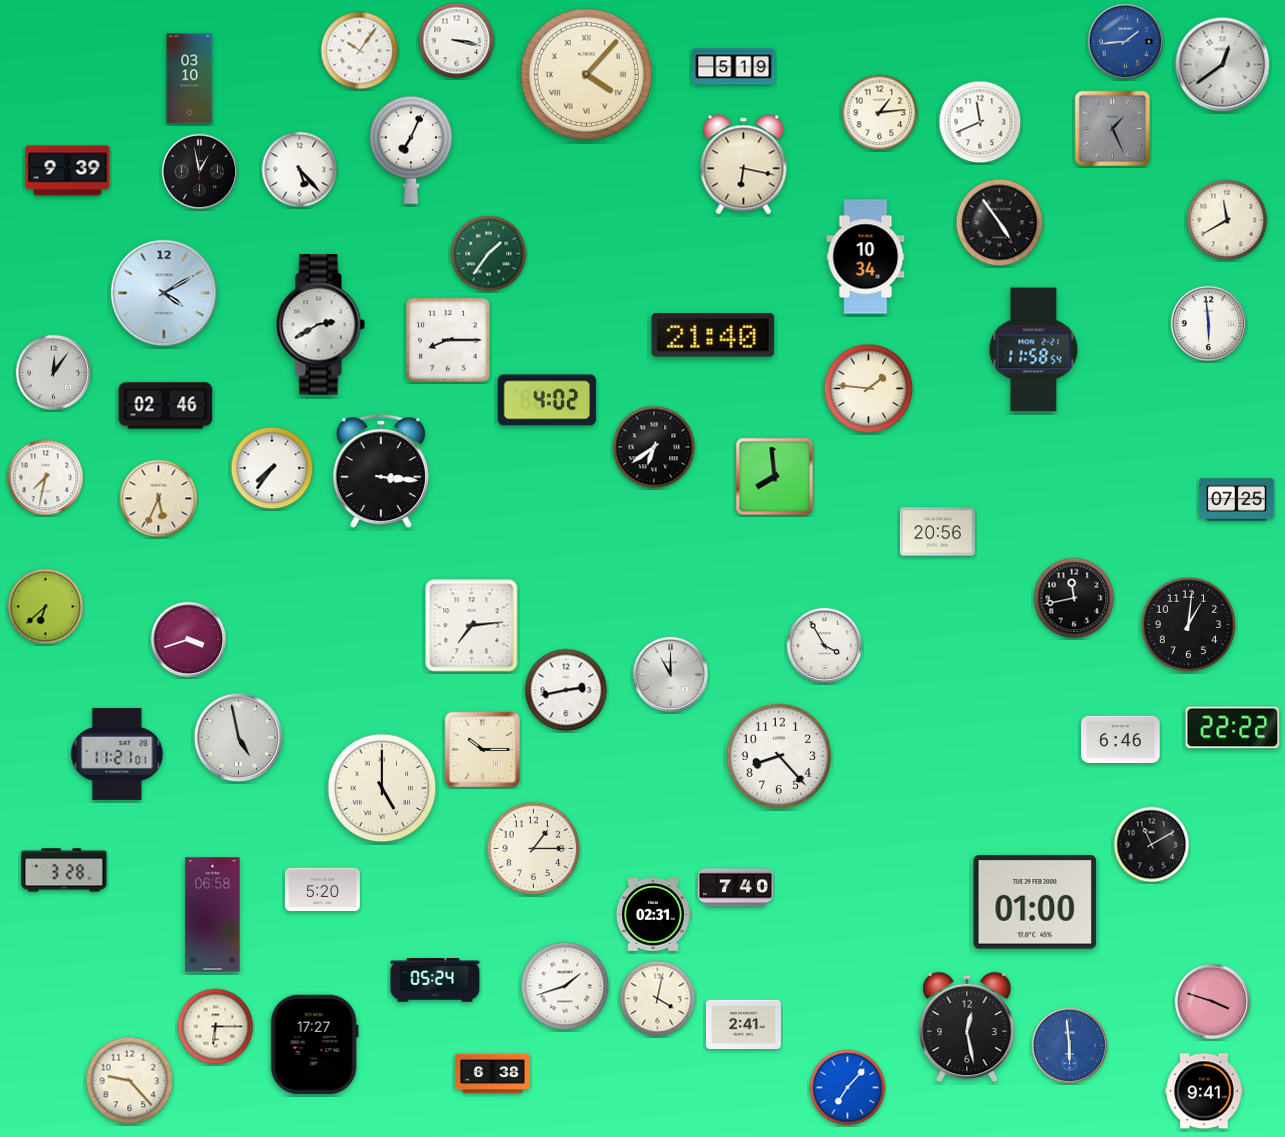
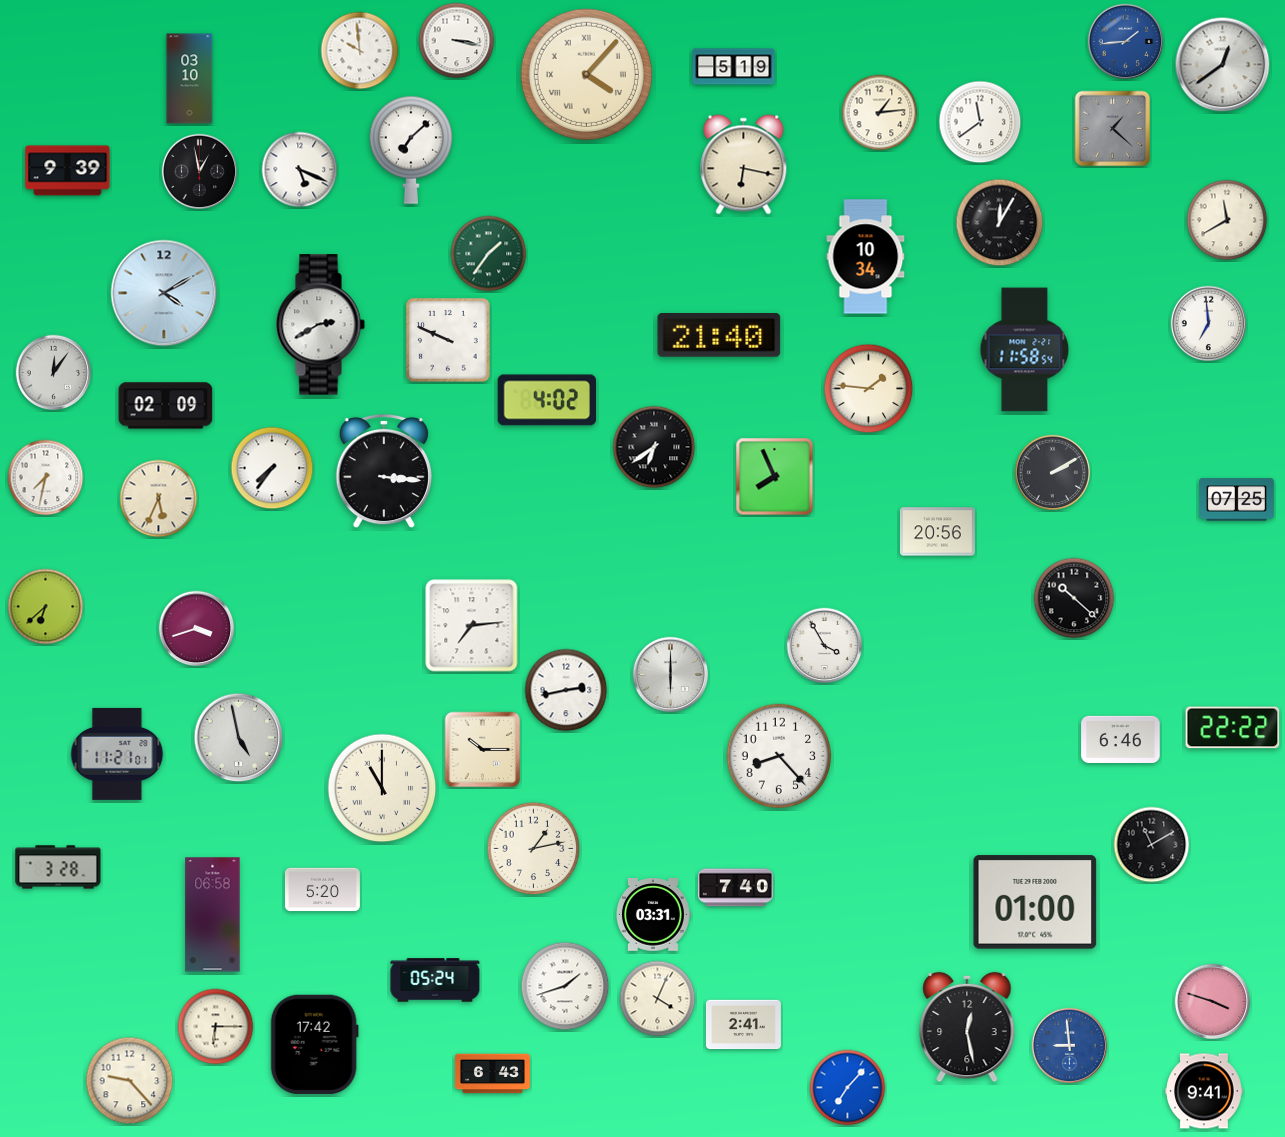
clock at (360, 51): 10:06 -> 9:59
clock at (980, 122): 11:41 -> 11:39
clock at (1113, 129): 1:26 -> 1:22
clock at (411, 150): 7:04 -> 7:08
clock at (300, 170): 5:23 -> 5:19
clock at (1000, 223): 4:54 -> 12:05
clock at (1209, 324): 5:59 -> 6:59
clock at (713, 336) position: (713, 336) -> (719, 336)
clock at (449, 341): 8:15 -> 9:49
clock at (1034, 350) position: (1034, 350) -> (1025, 350)
clock at (166, 406): 02:46 -> 02:09
clock at (381, 471) position: (381, 471) -> (384, 471)
clock at (1053, 473): none -> 2:10
clock at (775, 477): 7:59 -> 7:56
clock at (1074, 598): 11:43 -> 10:22
clock at (1189, 625): 1:01 -> none
clock at (189, 640) position: (189, 640) -> (197, 629)
clock at (671, 675): 11:00 -> 6:00
clock at (382, 788): 5:00 -> 11:00
clock at (534, 849): 1:15 -> 1:13
clock at (64, 870) position: (64, 870) -> (58, 867)
clock at (654, 915): 02:31 -> 03:31
clock at (658, 999): 4:02 -> 4:04
clock at (314, 1044): 17:27 -> 17:42
clock at (1070, 1046): 5:59 -> 8:59
clock at (492, 1074): 6:38 -> 6:43
